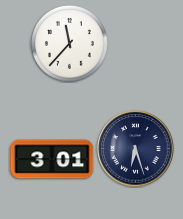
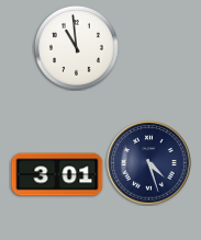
clock at (69, 43): 11:37 -> 10:59
clock at (136, 149): 6:27 -> 4:27
